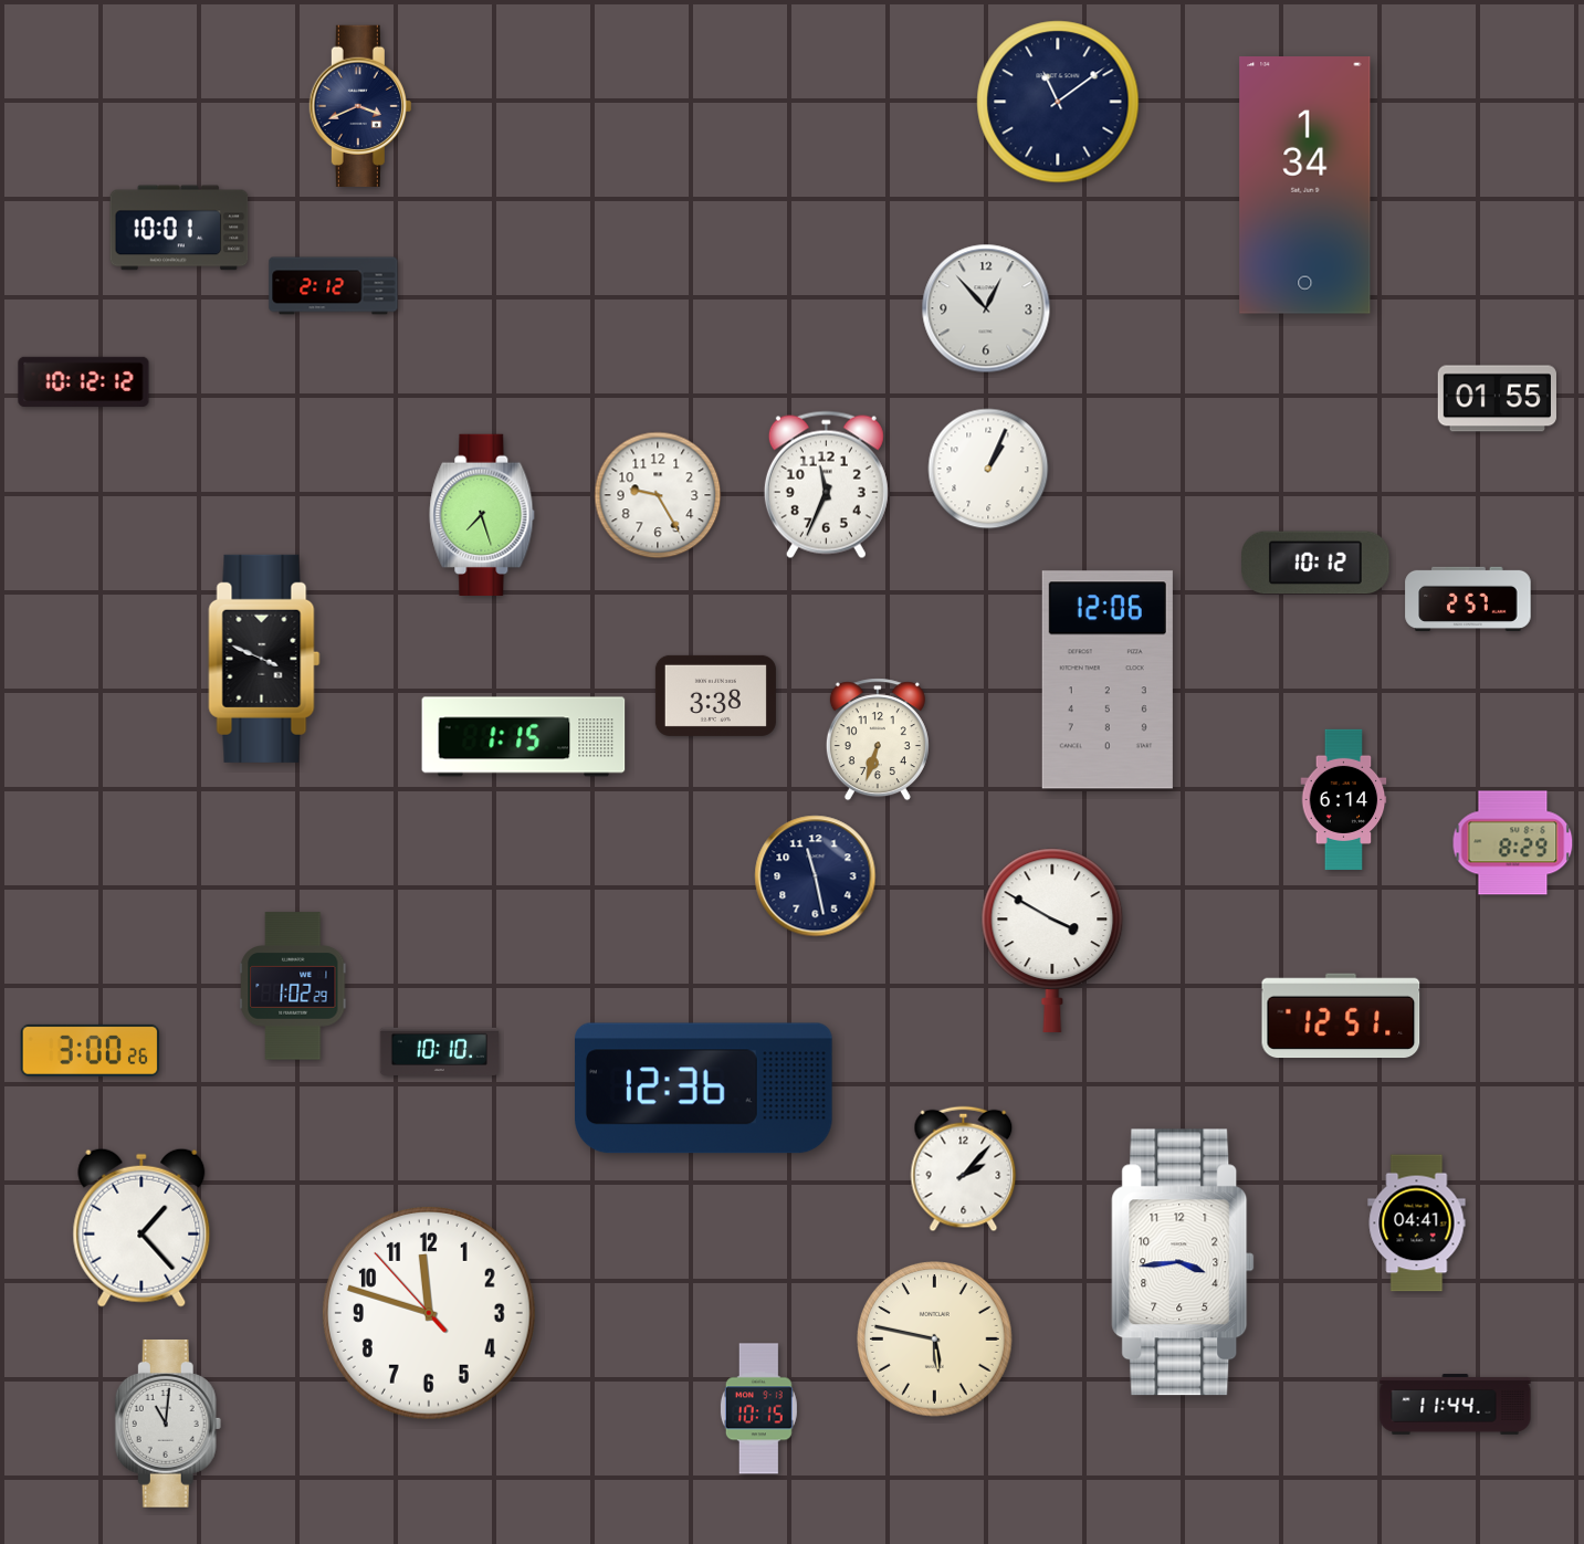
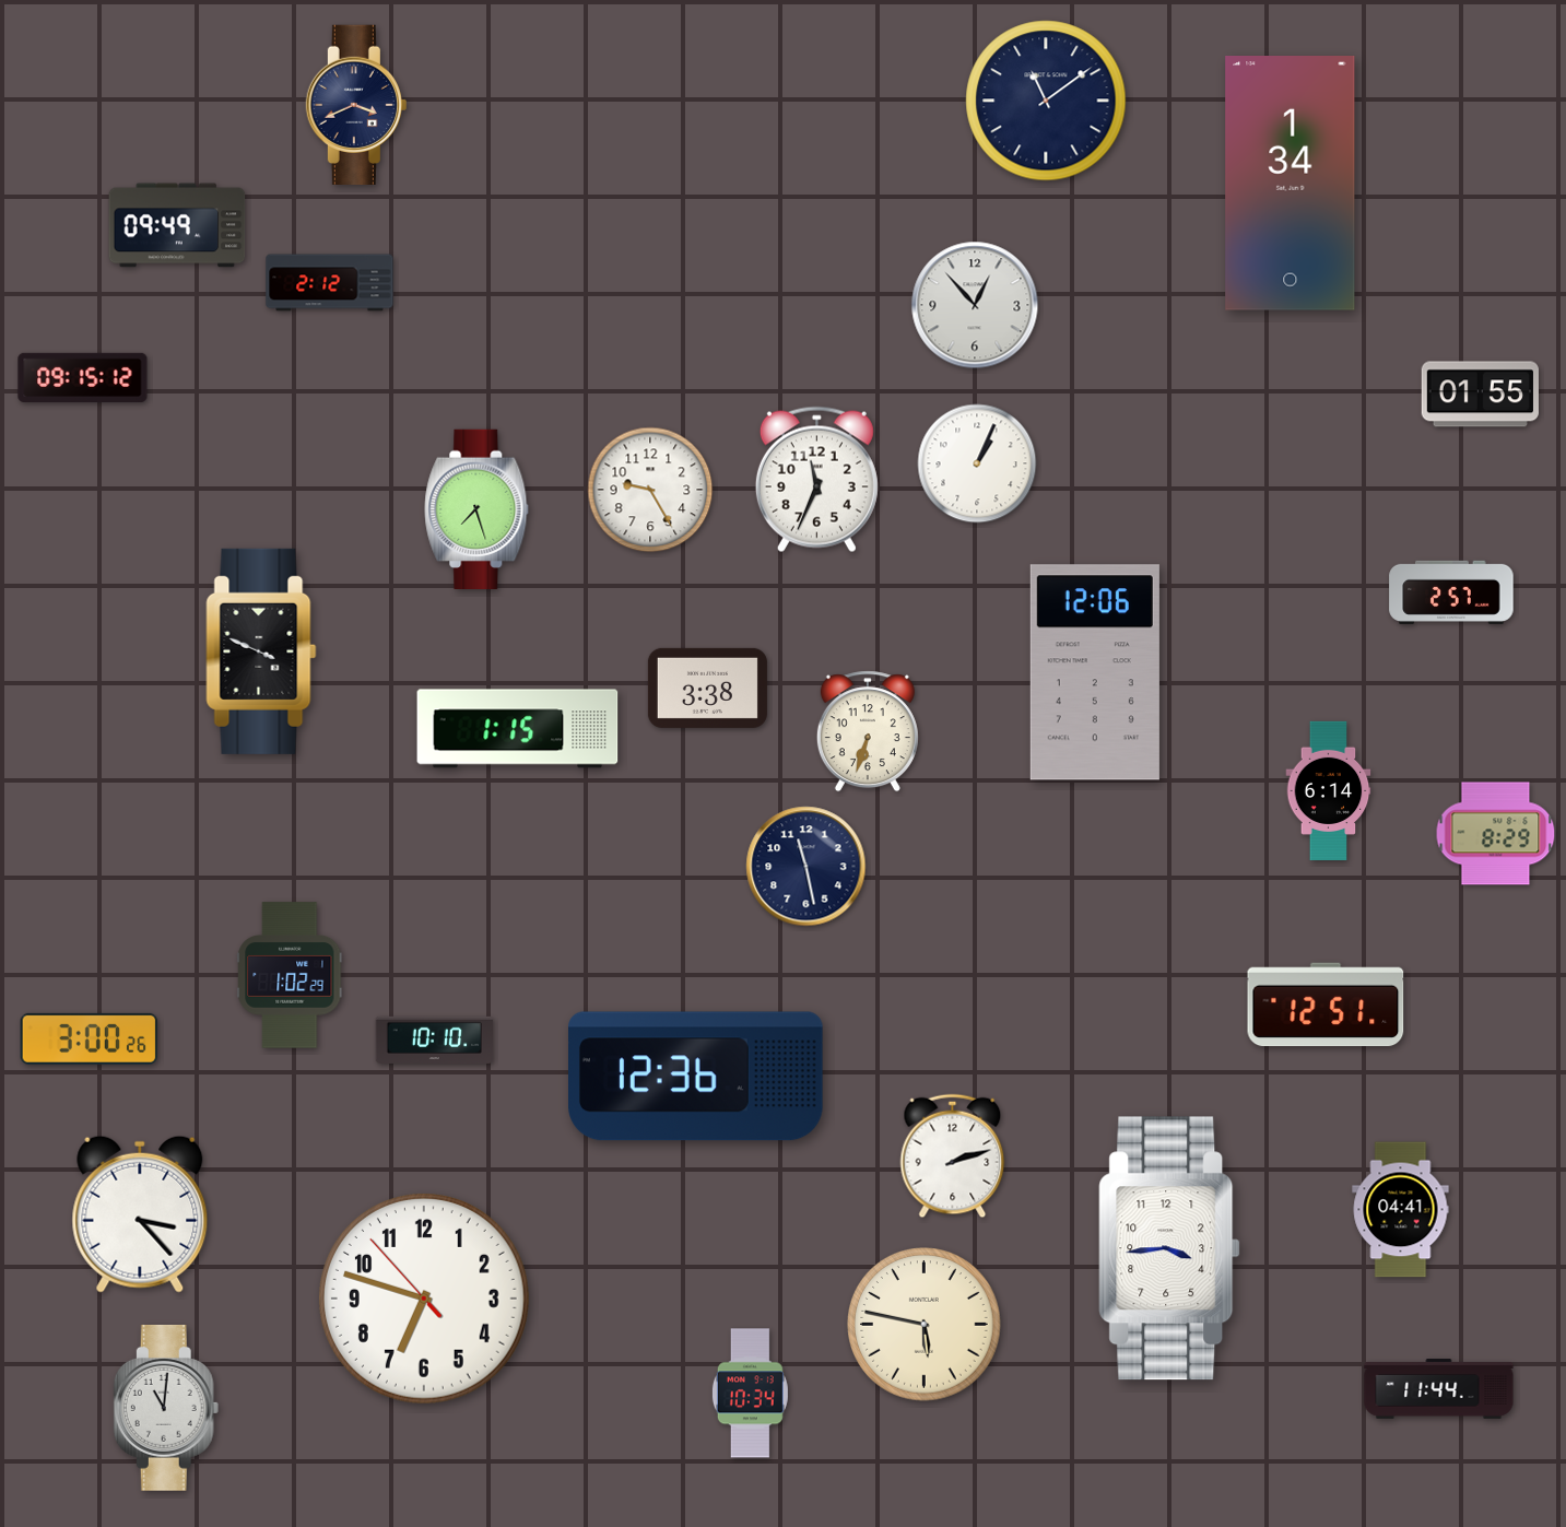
clock at (179, 228): 10:01 -> 09:49
clock at (84, 381): 10:12 -> 09:15
clock at (1315, 563): 10:12 -> none
clock at (1052, 941): 3:50 -> none
clock at (964, 1169): 2:07 -> 2:12
clock at (141, 1228): 1:23 -> 3:23
clock at (429, 1313): 11:47 -> 6:47
clock at (758, 1409): 10:15 -> 10:34
